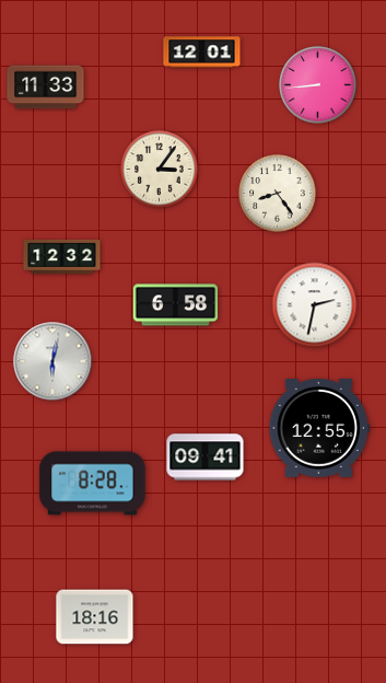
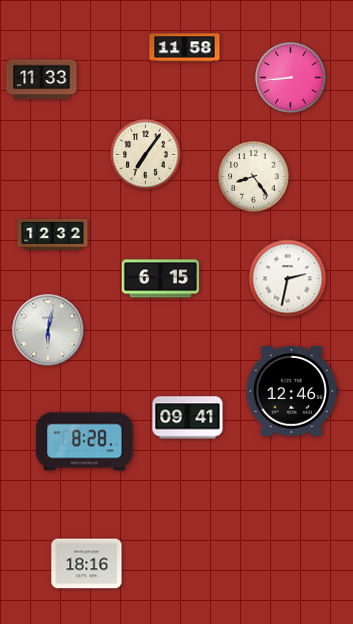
clock at (202, 53): 12:01 -> 11:58
clock at (160, 170): 3:06 -> 7:06
clock at (62, 256) position: (62, 256) -> (53, 234)
clock at (176, 305): 6:58 -> 6:15
clock at (319, 428): 12:55 -> 12:46
